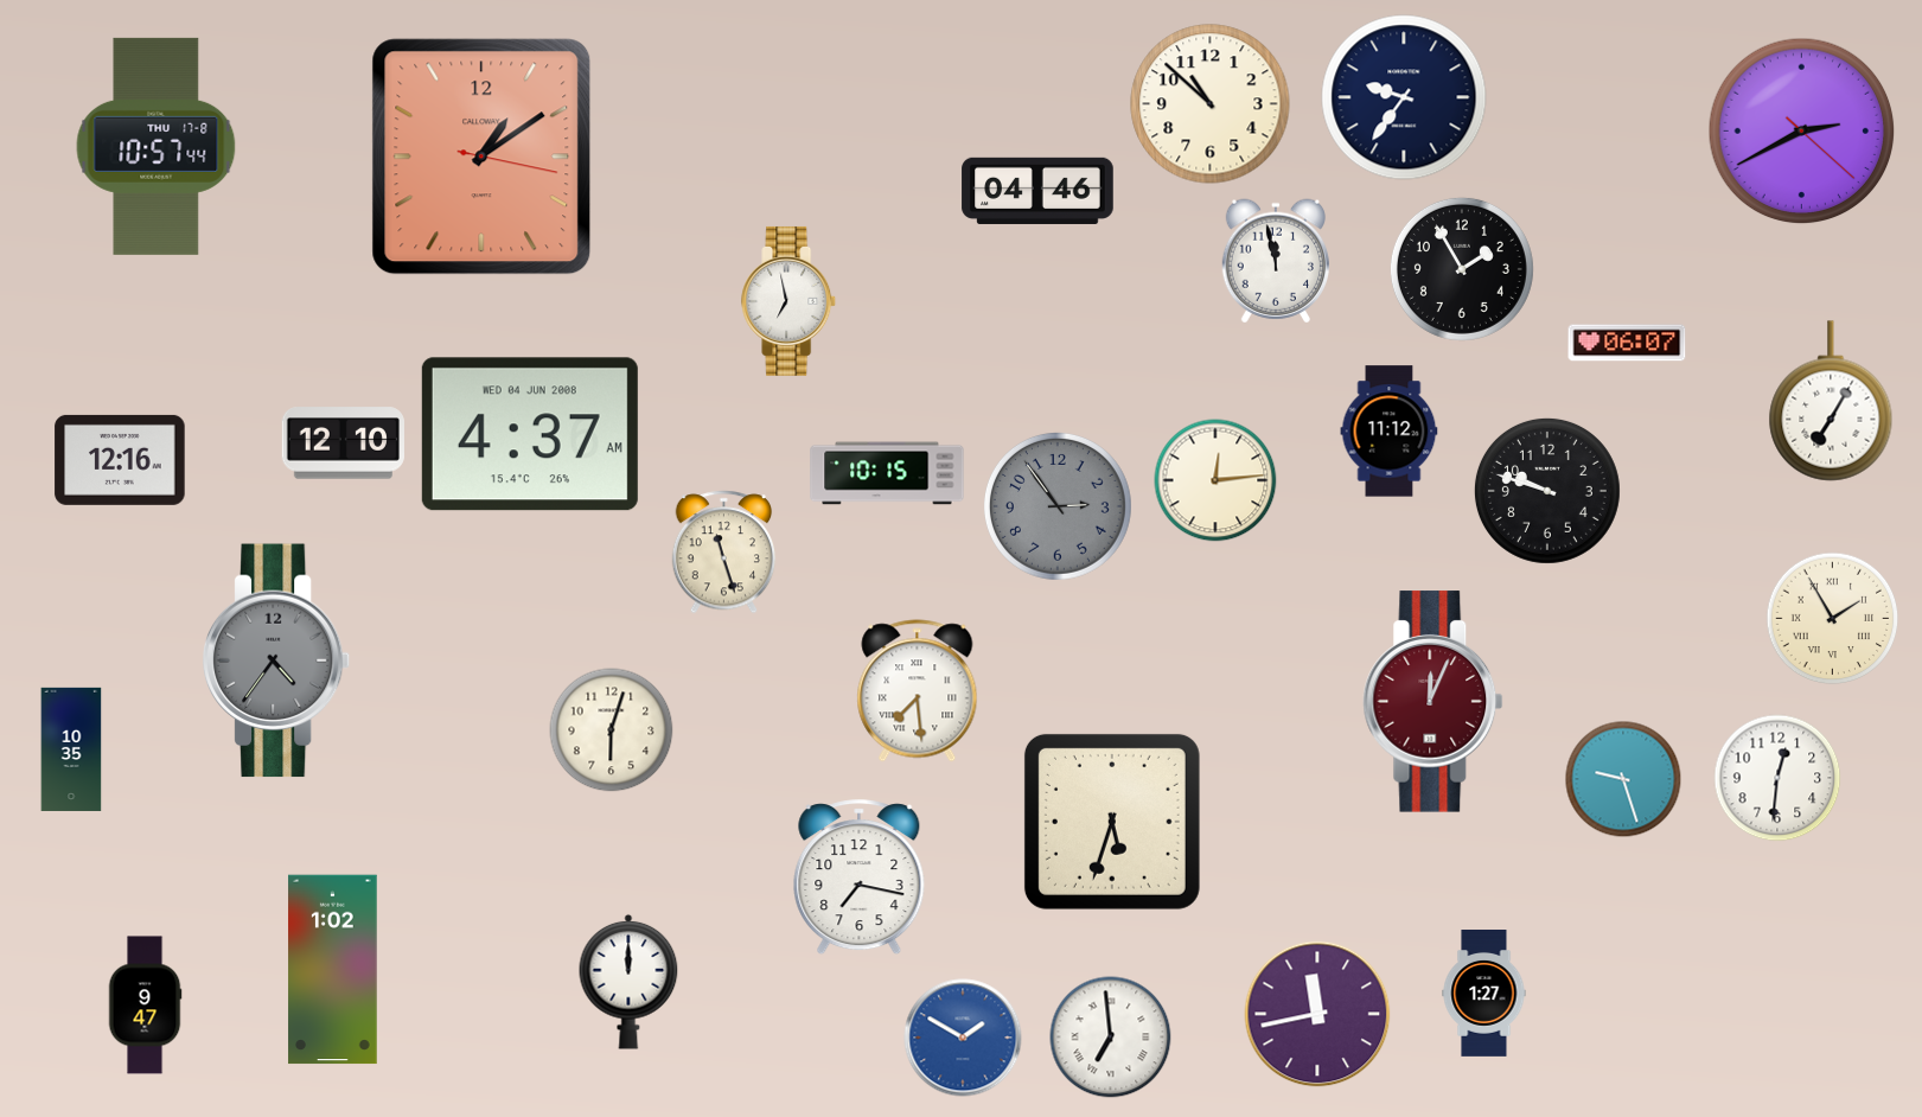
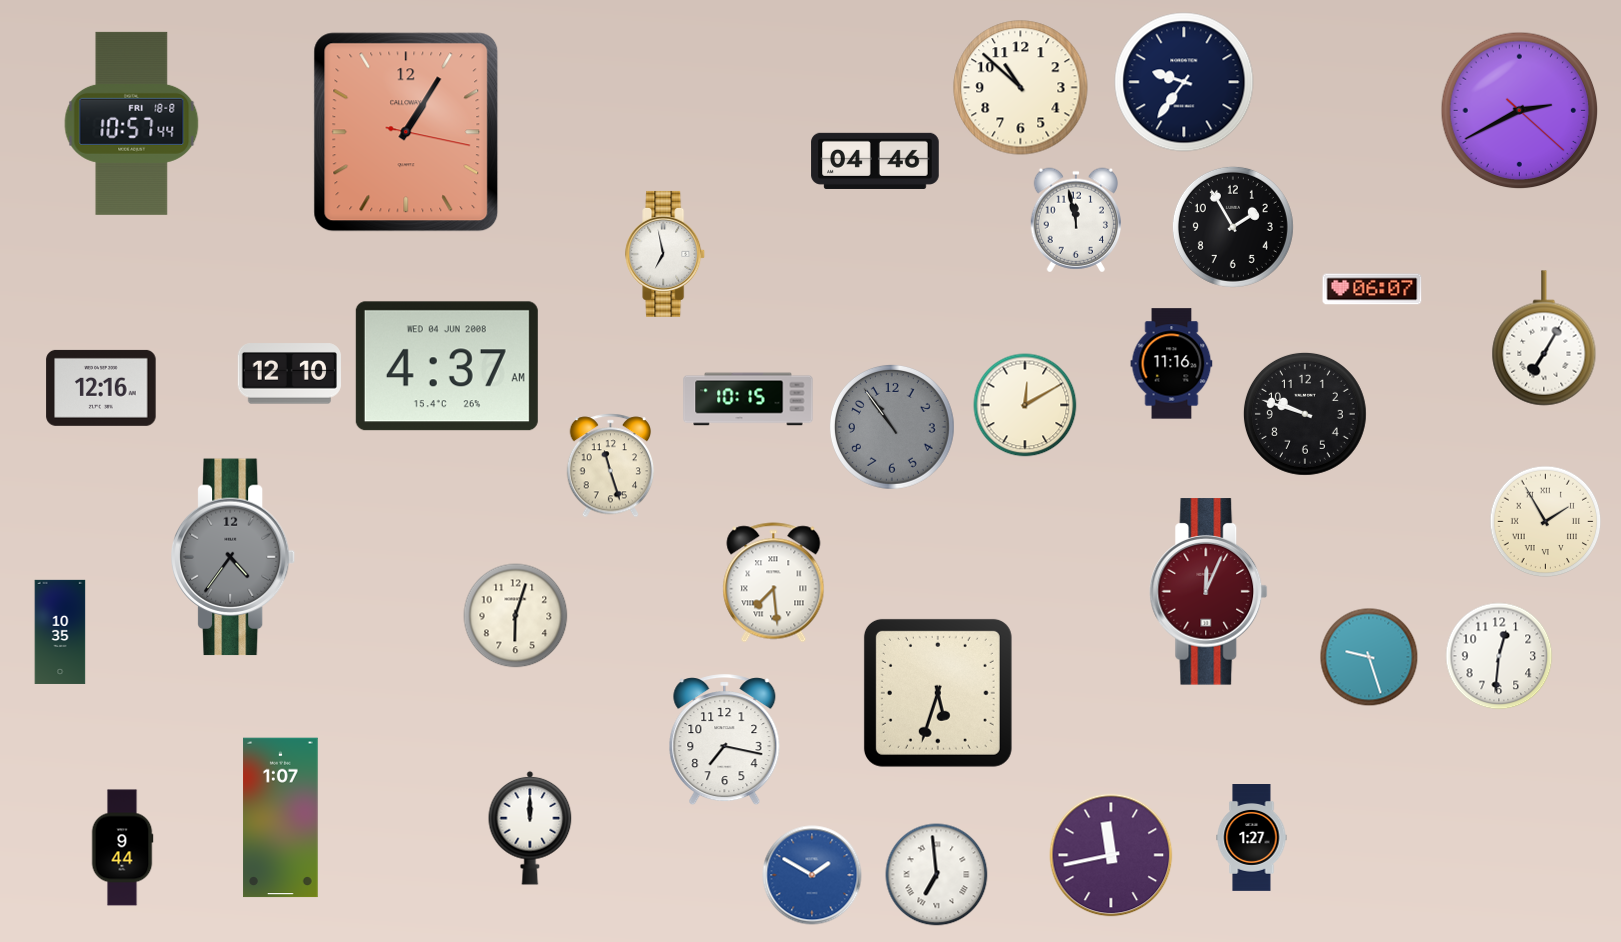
clock at (157, 146) date: THU 17-8 -> FRI 18-8
clock at (481, 157): 1:09 -> 1:05
clock at (1390, 432): 11:12 -> 11:16
clock at (1215, 480): 12:14 -> 12:10
clock at (1058, 506): 2:54 -> 10:54
clock at (333, 970): 1:02 -> 1:07
clock at (145, 1006): 9:47 -> 9:44
